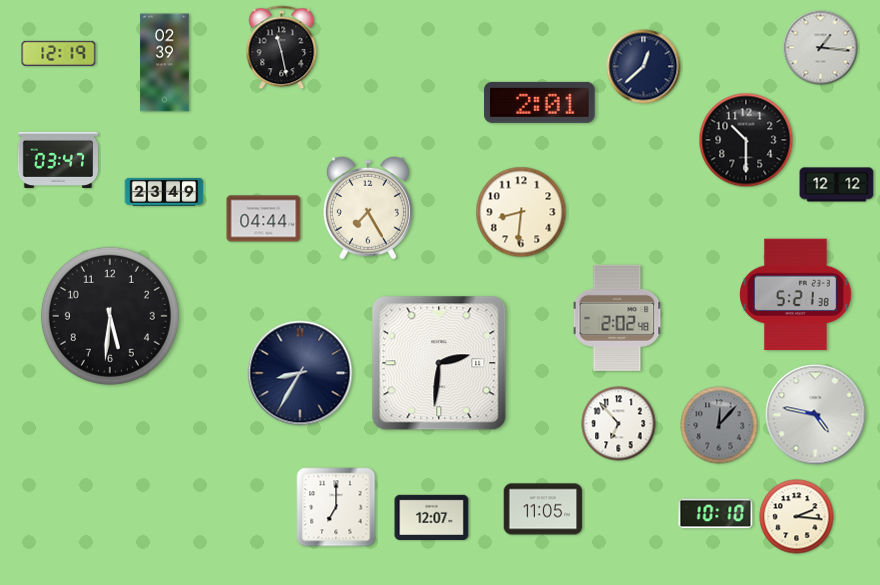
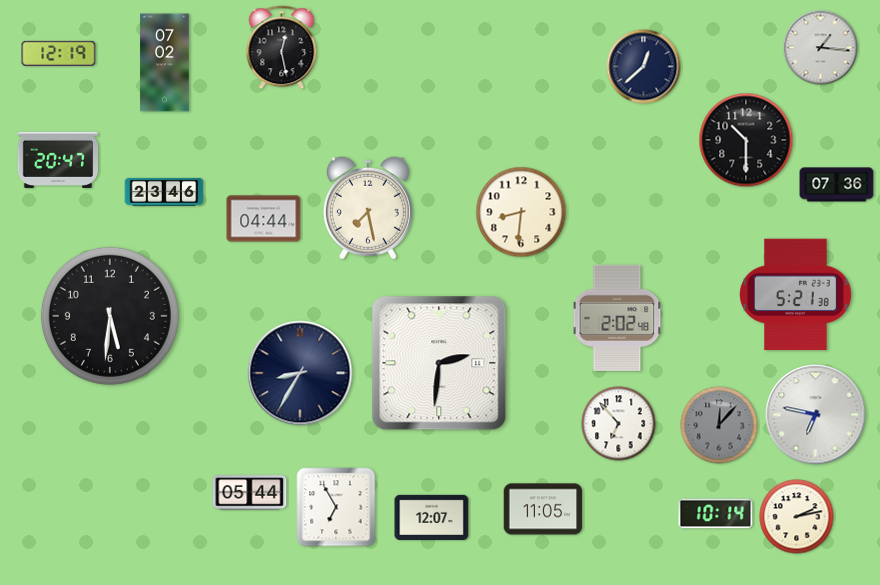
clock at (282, 48): 11:28 -> 12:28
clock at (165, 63): 02:39 -> 07:02
clock at (540, 102): 2:01 -> none
clock at (58, 160): 03:47 -> 20:47
clock at (837, 185): 12:12 -> 07:36
clock at (164, 192): 23:49 -> 23:46
clock at (368, 208): 7:25 -> 7:28
clock at (816, 415): 4:47 -> 6:47
clock at (250, 493): none -> 05:44
clock at (336, 507): 7:00 -> 6:55
clock at (716, 514): 10:10 -> 10:14
clock at (797, 517): 2:16 -> 2:13
